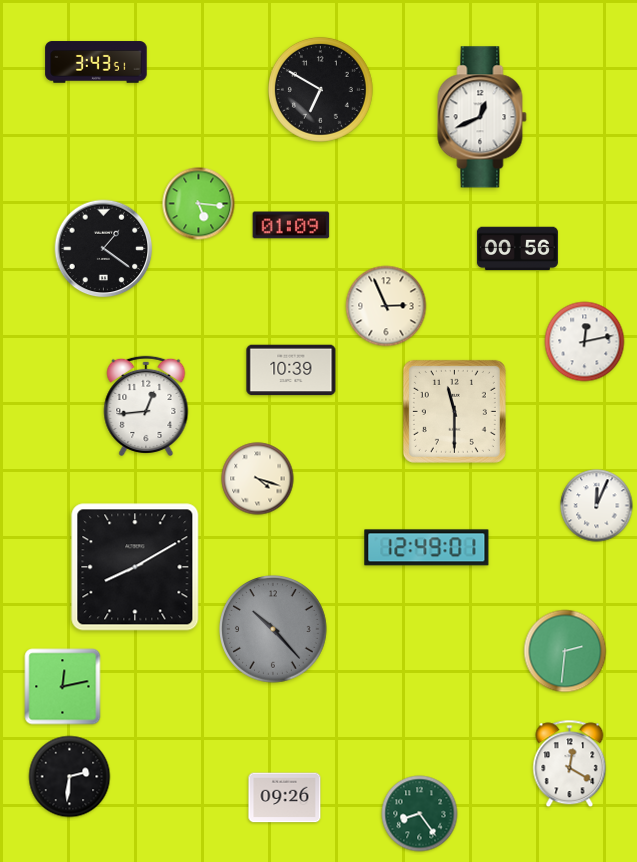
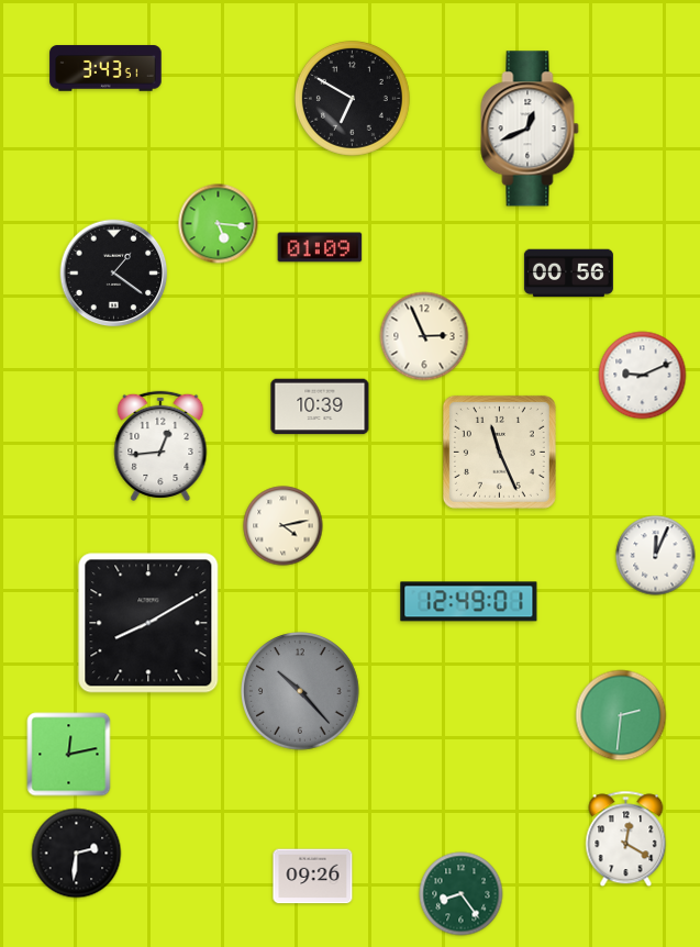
clock at (585, 342): 12:13 -> 9:11
clock at (454, 411): 11:30 -> 11:26
clock at (258, 479): 4:18 -> 4:13
